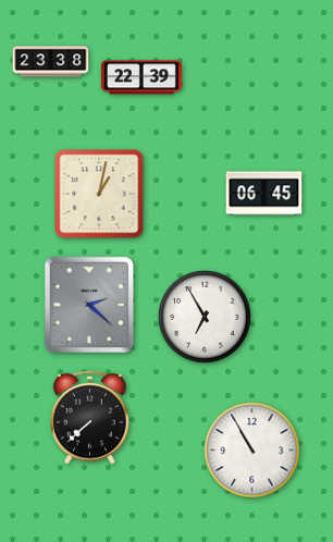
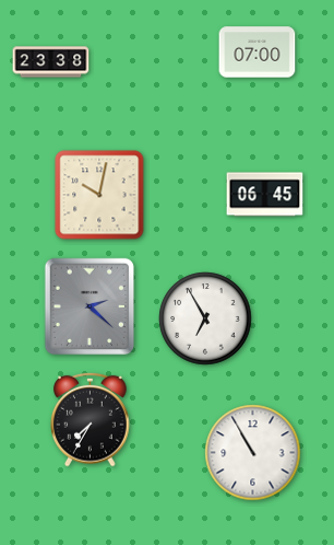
clock at (258, 53): none -> 07:00
clock at (141, 77): 22:39 -> none
clock at (99, 194): 1:02 -> 10:02
clock at (90, 417): 7:38 -> 7:35
